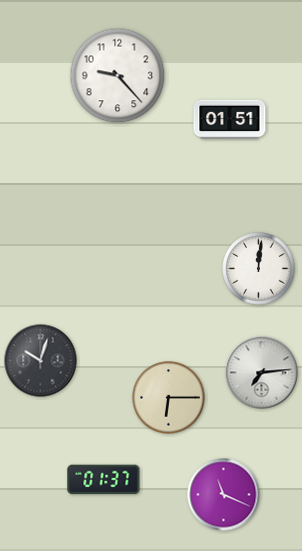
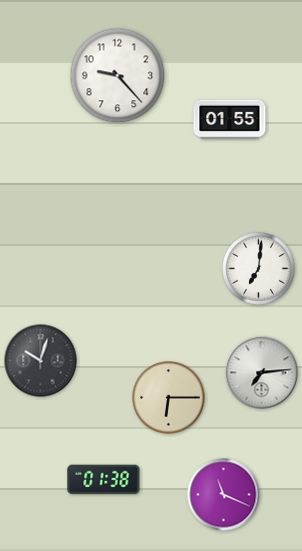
clock at (230, 120): 01:51 -> 01:55
clock at (259, 269): 12:01 -> 7:01
clock at (104, 480): 01:37 -> 01:38
